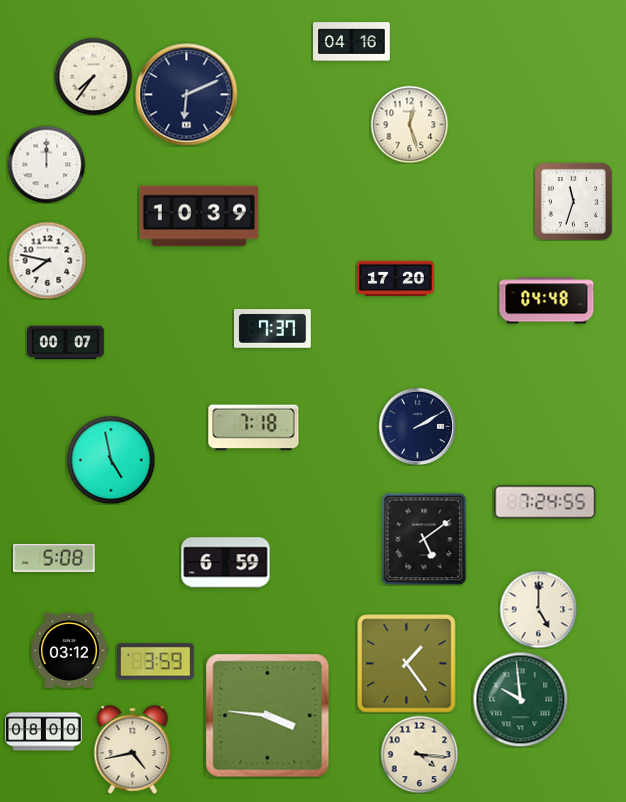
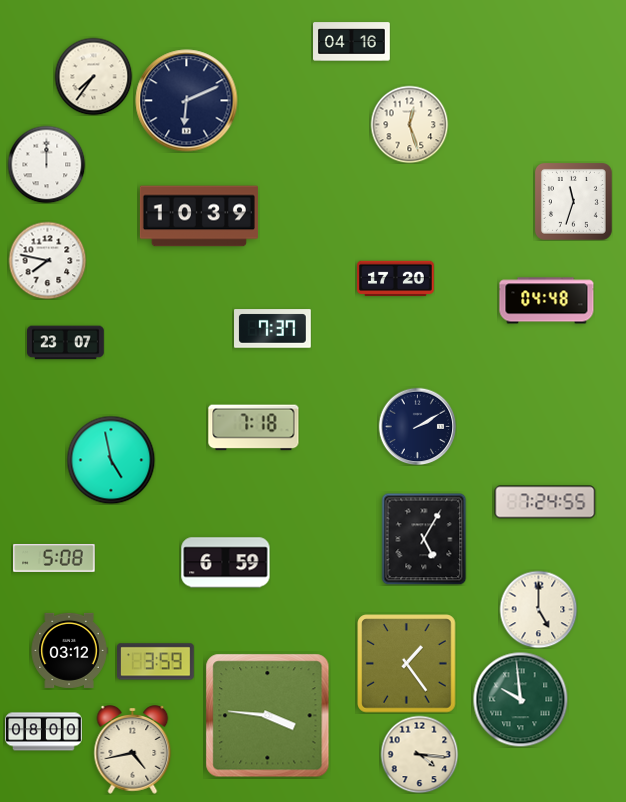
clock at (187, 95) position: (187, 95) -> (187, 101)
clock at (66, 343): 00:07 -> 23:07
clock at (424, 539): 5:09 -> 5:05
